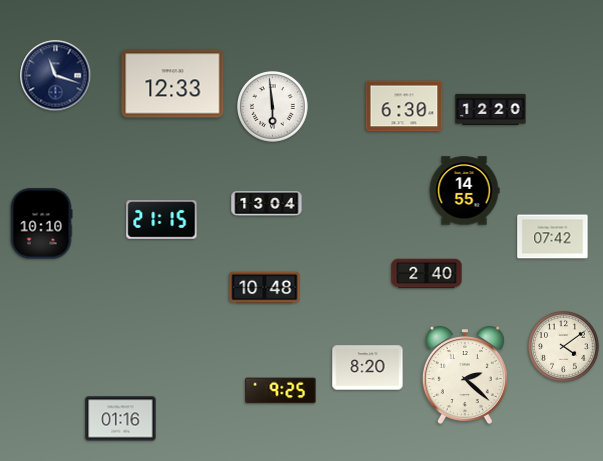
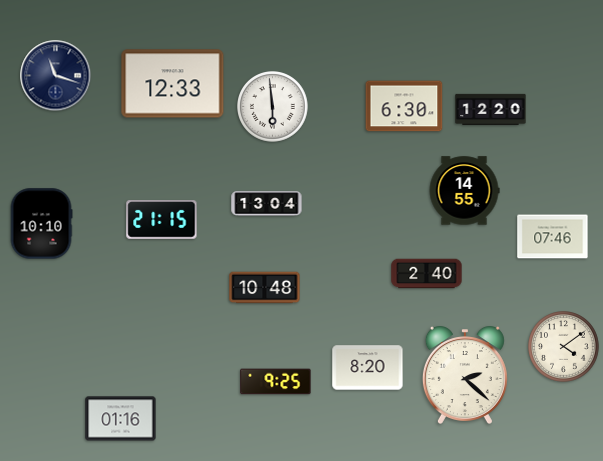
clock at (553, 237): 07:42 -> 07:46
clock at (281, 391) position: (281, 391) -> (276, 382)
